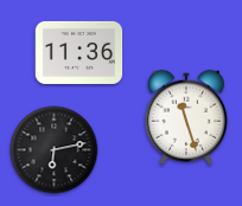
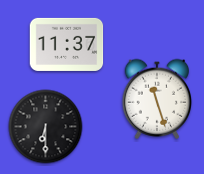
clock at (79, 52): 11:36 -> 11:37
clock at (55, 150): 6:13 -> 6:30
